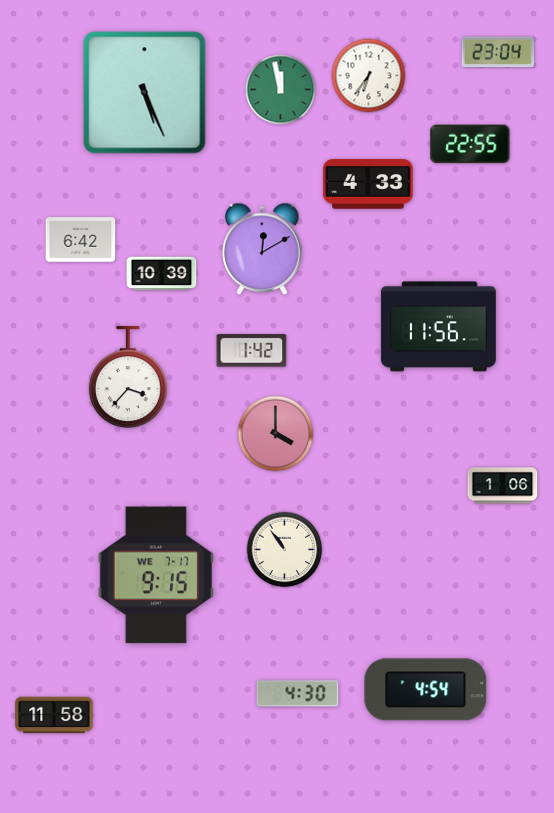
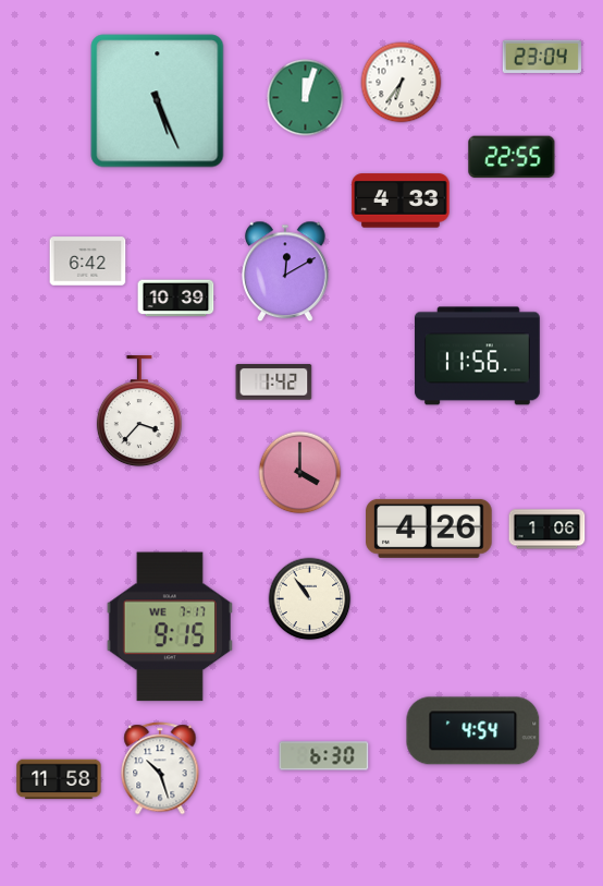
clock at (281, 90): 11:58 -> 12:03
clock at (429, 529): none -> 4:26
clock at (426, 690) position: (426, 690) -> (473, 731)
clock at (298, 694): 4:30 -> 6:30
clock at (160, 768): none -> 10:27
